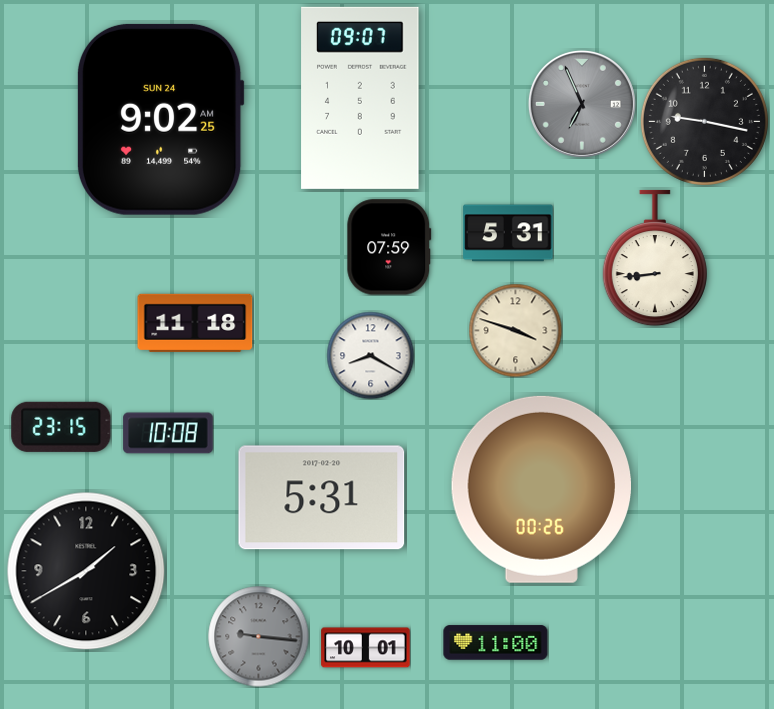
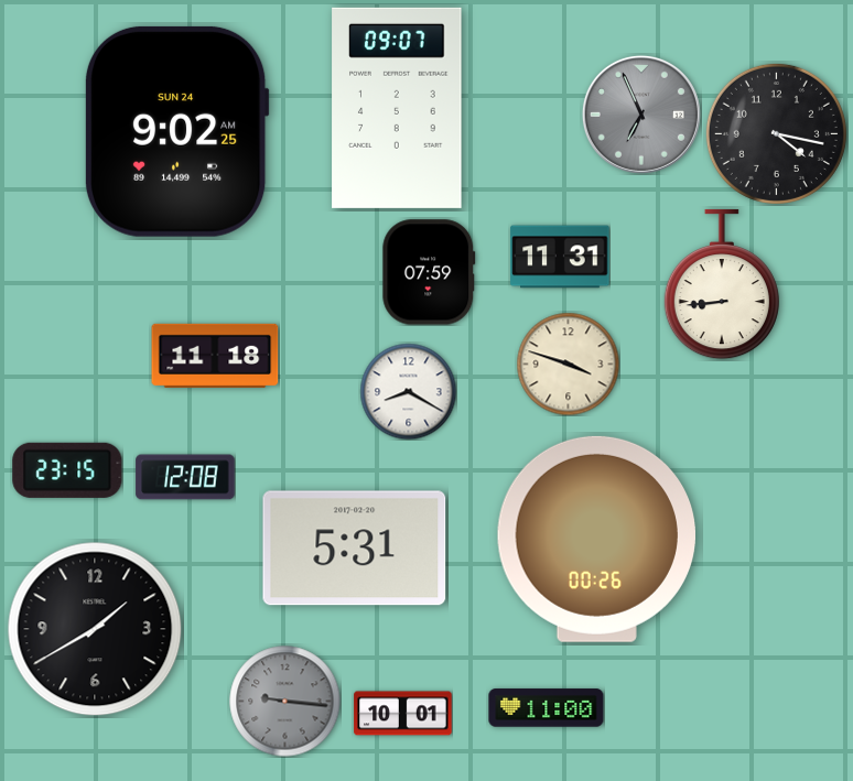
clock at (704, 121): 9:17 -> 4:17
clock at (508, 233): 5:31 -> 11:31
clock at (168, 433): 10:08 -> 12:08
